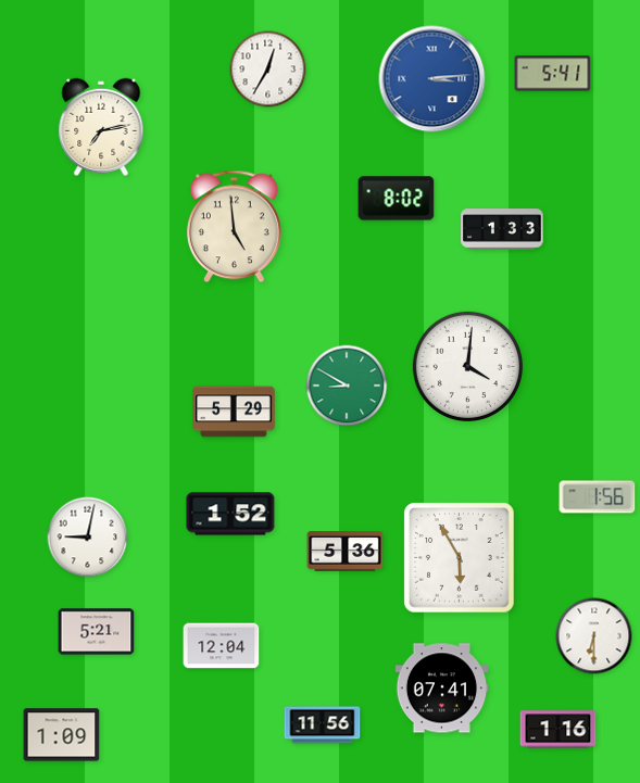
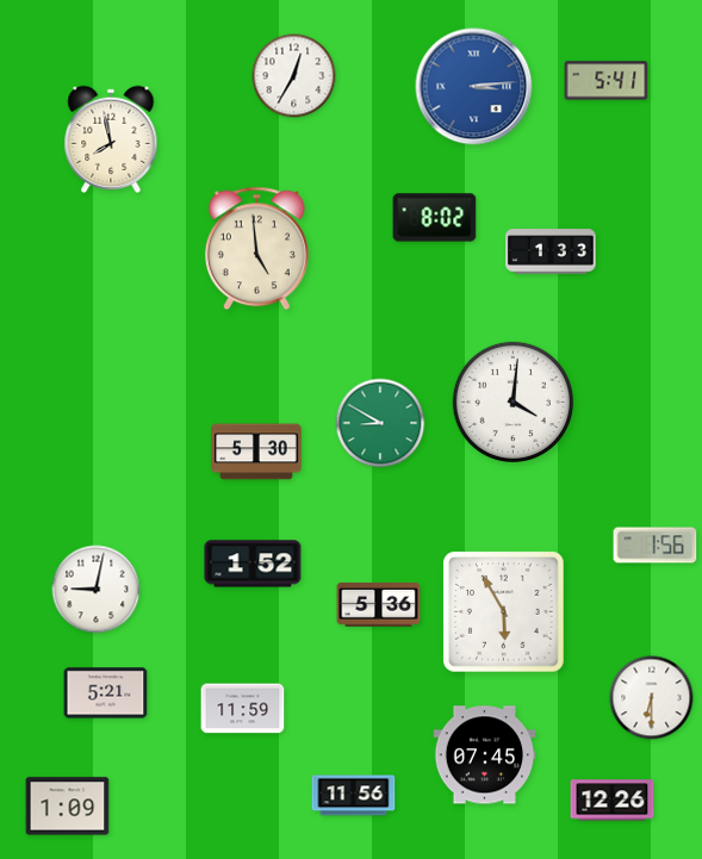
clock at (101, 127): 7:13 -> 7:58
clock at (234, 412): 5:29 -> 5:30
clock at (222, 646): 12:04 -> 11:59
clock at (442, 689): 07:41 -> 07:45
clock at (559, 730): 1:16 -> 12:26
